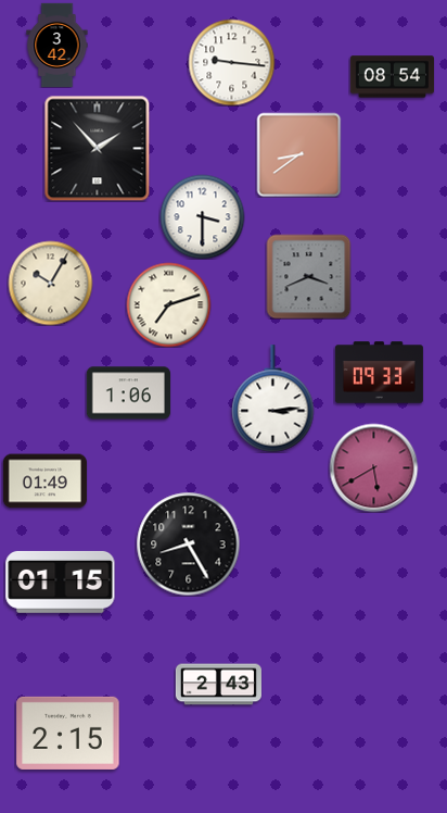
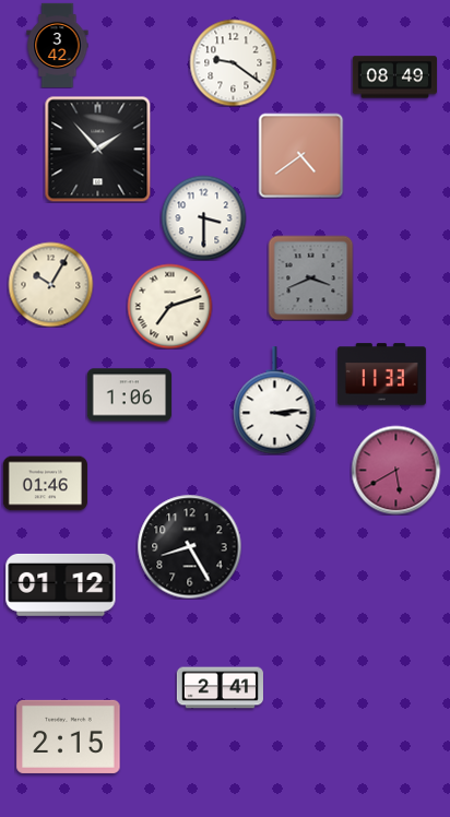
clock at (231, 62): 9:16 -> 9:21
clock at (392, 77): 08:54 -> 08:49
clock at (298, 154): 8:39 -> 4:39
clock at (379, 373): 09:33 -> 11:33
clock at (373, 467) position: (373, 467) -> (395, 470)
clock at (44, 481): 01:49 -> 01:46
clock at (61, 581): 01:15 -> 01:12
clock at (218, 685): 2:43 -> 2:41
